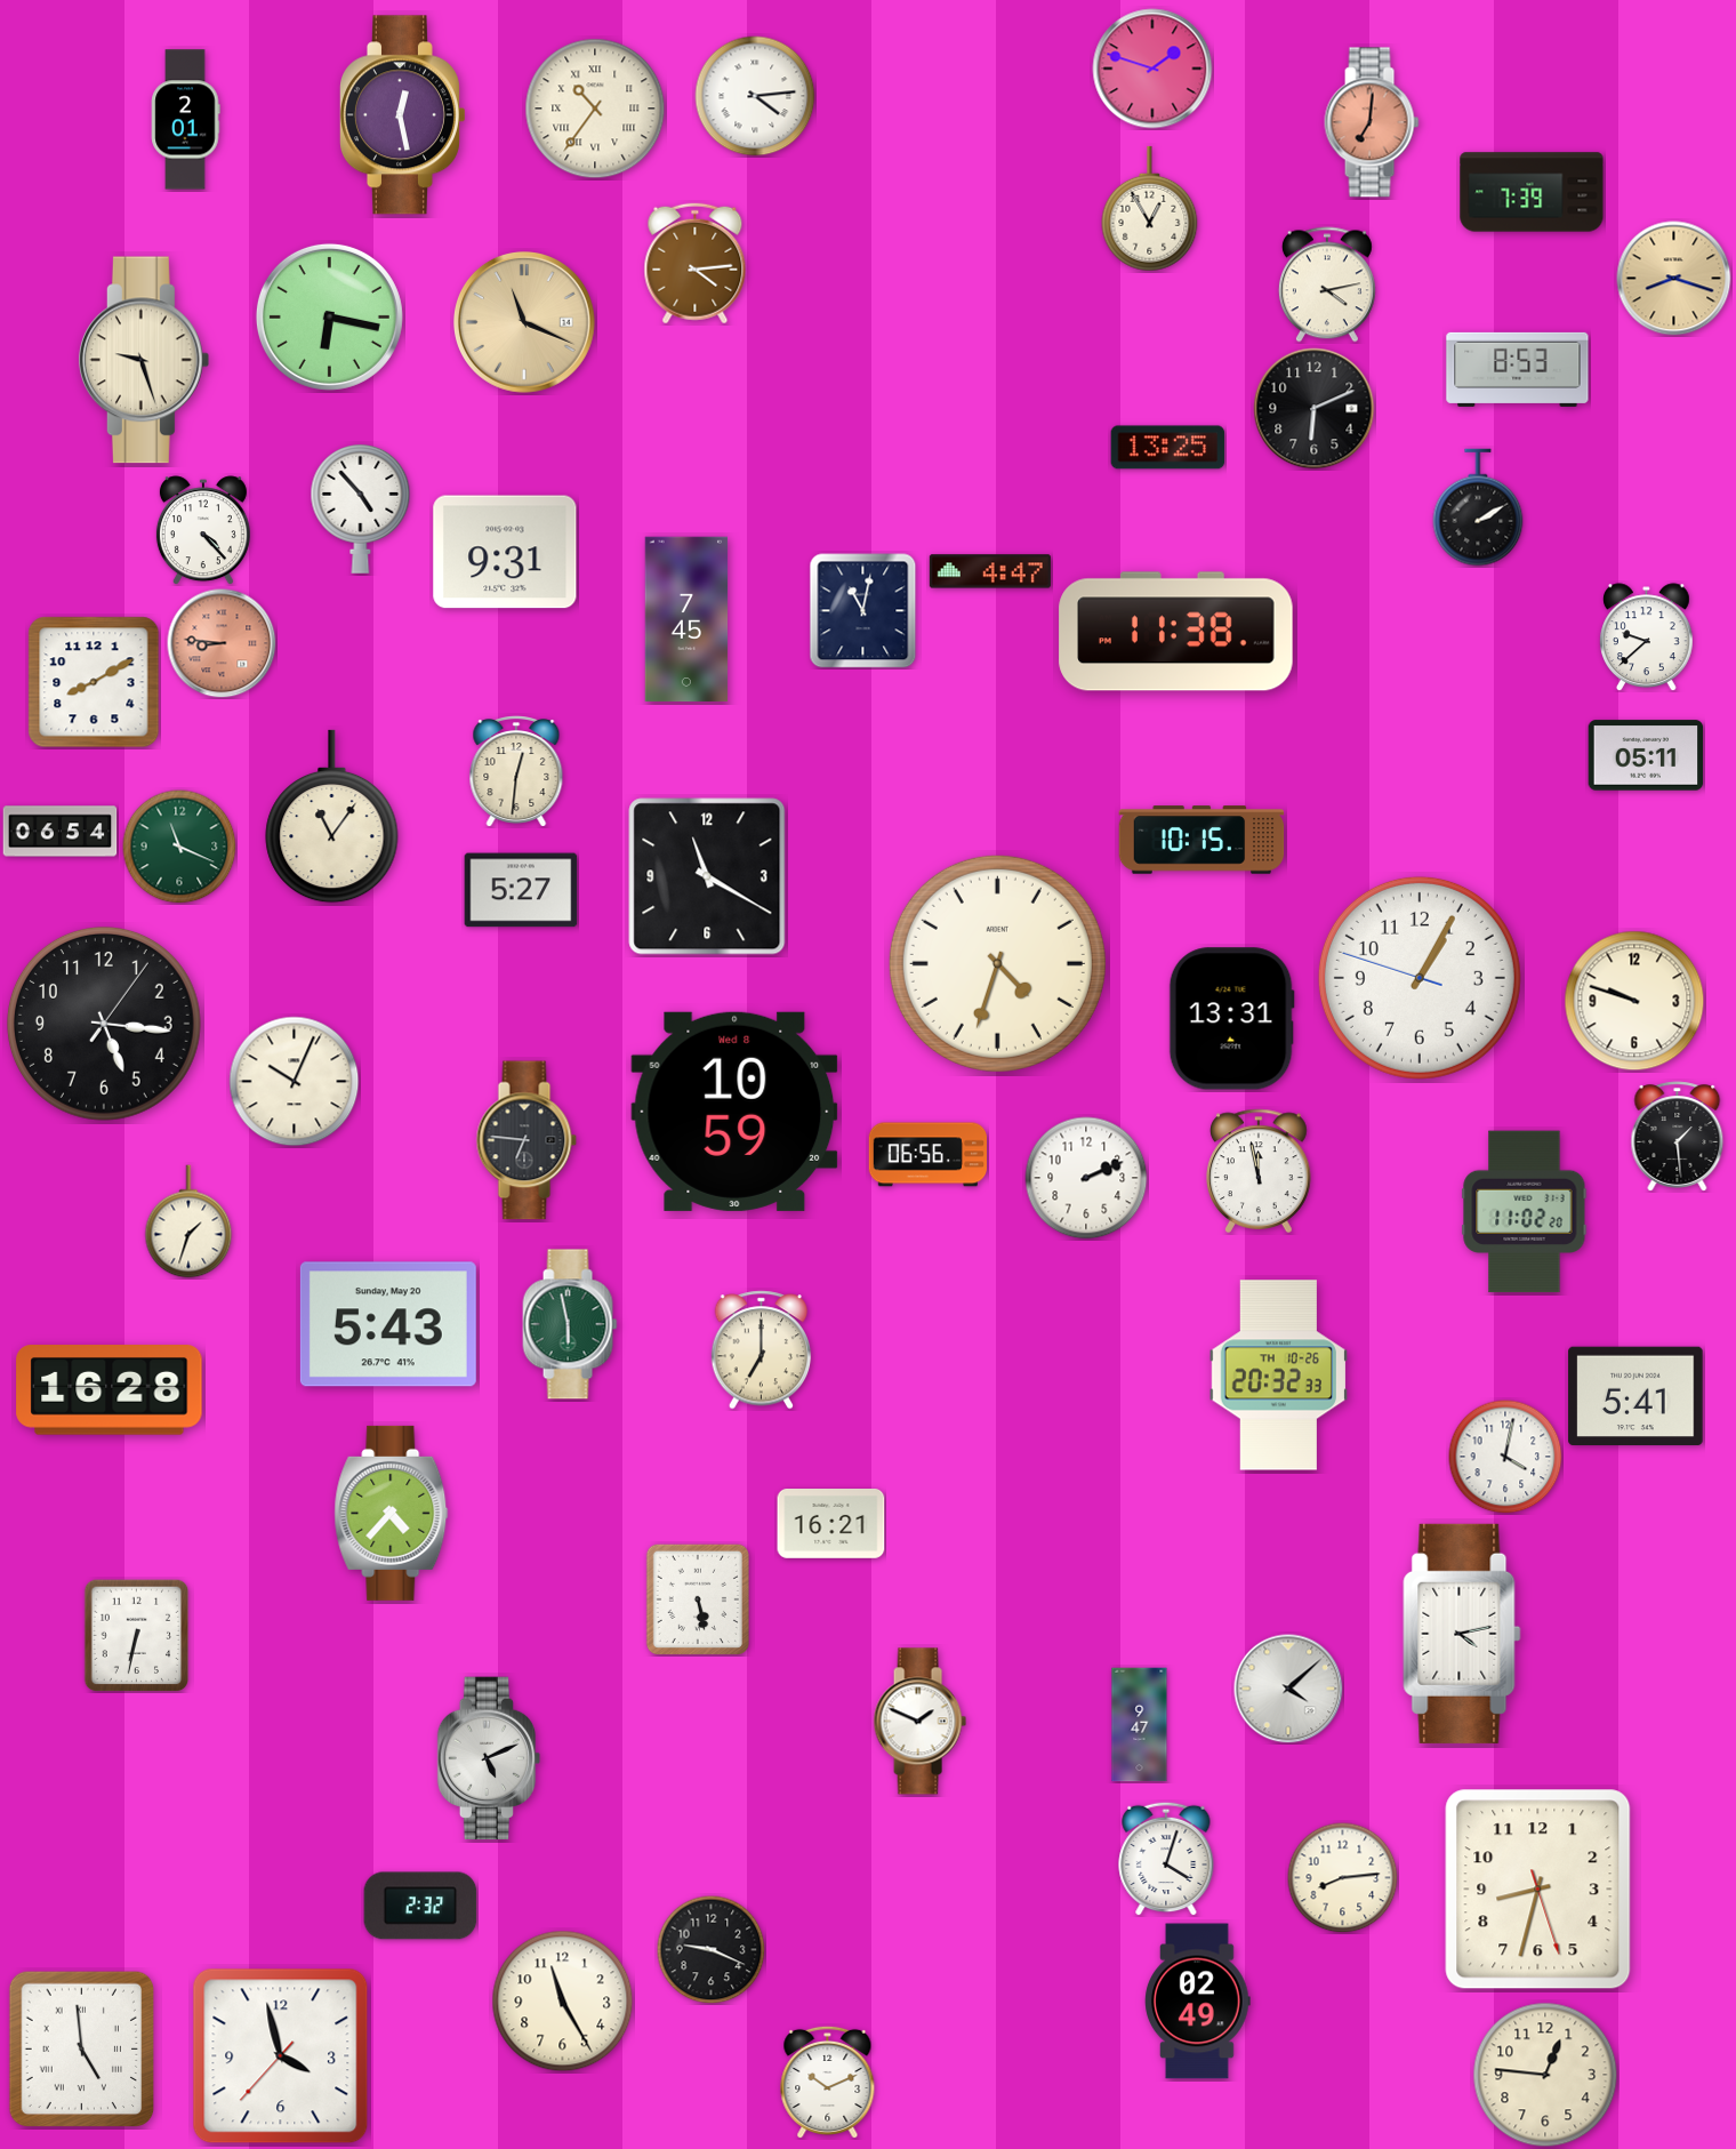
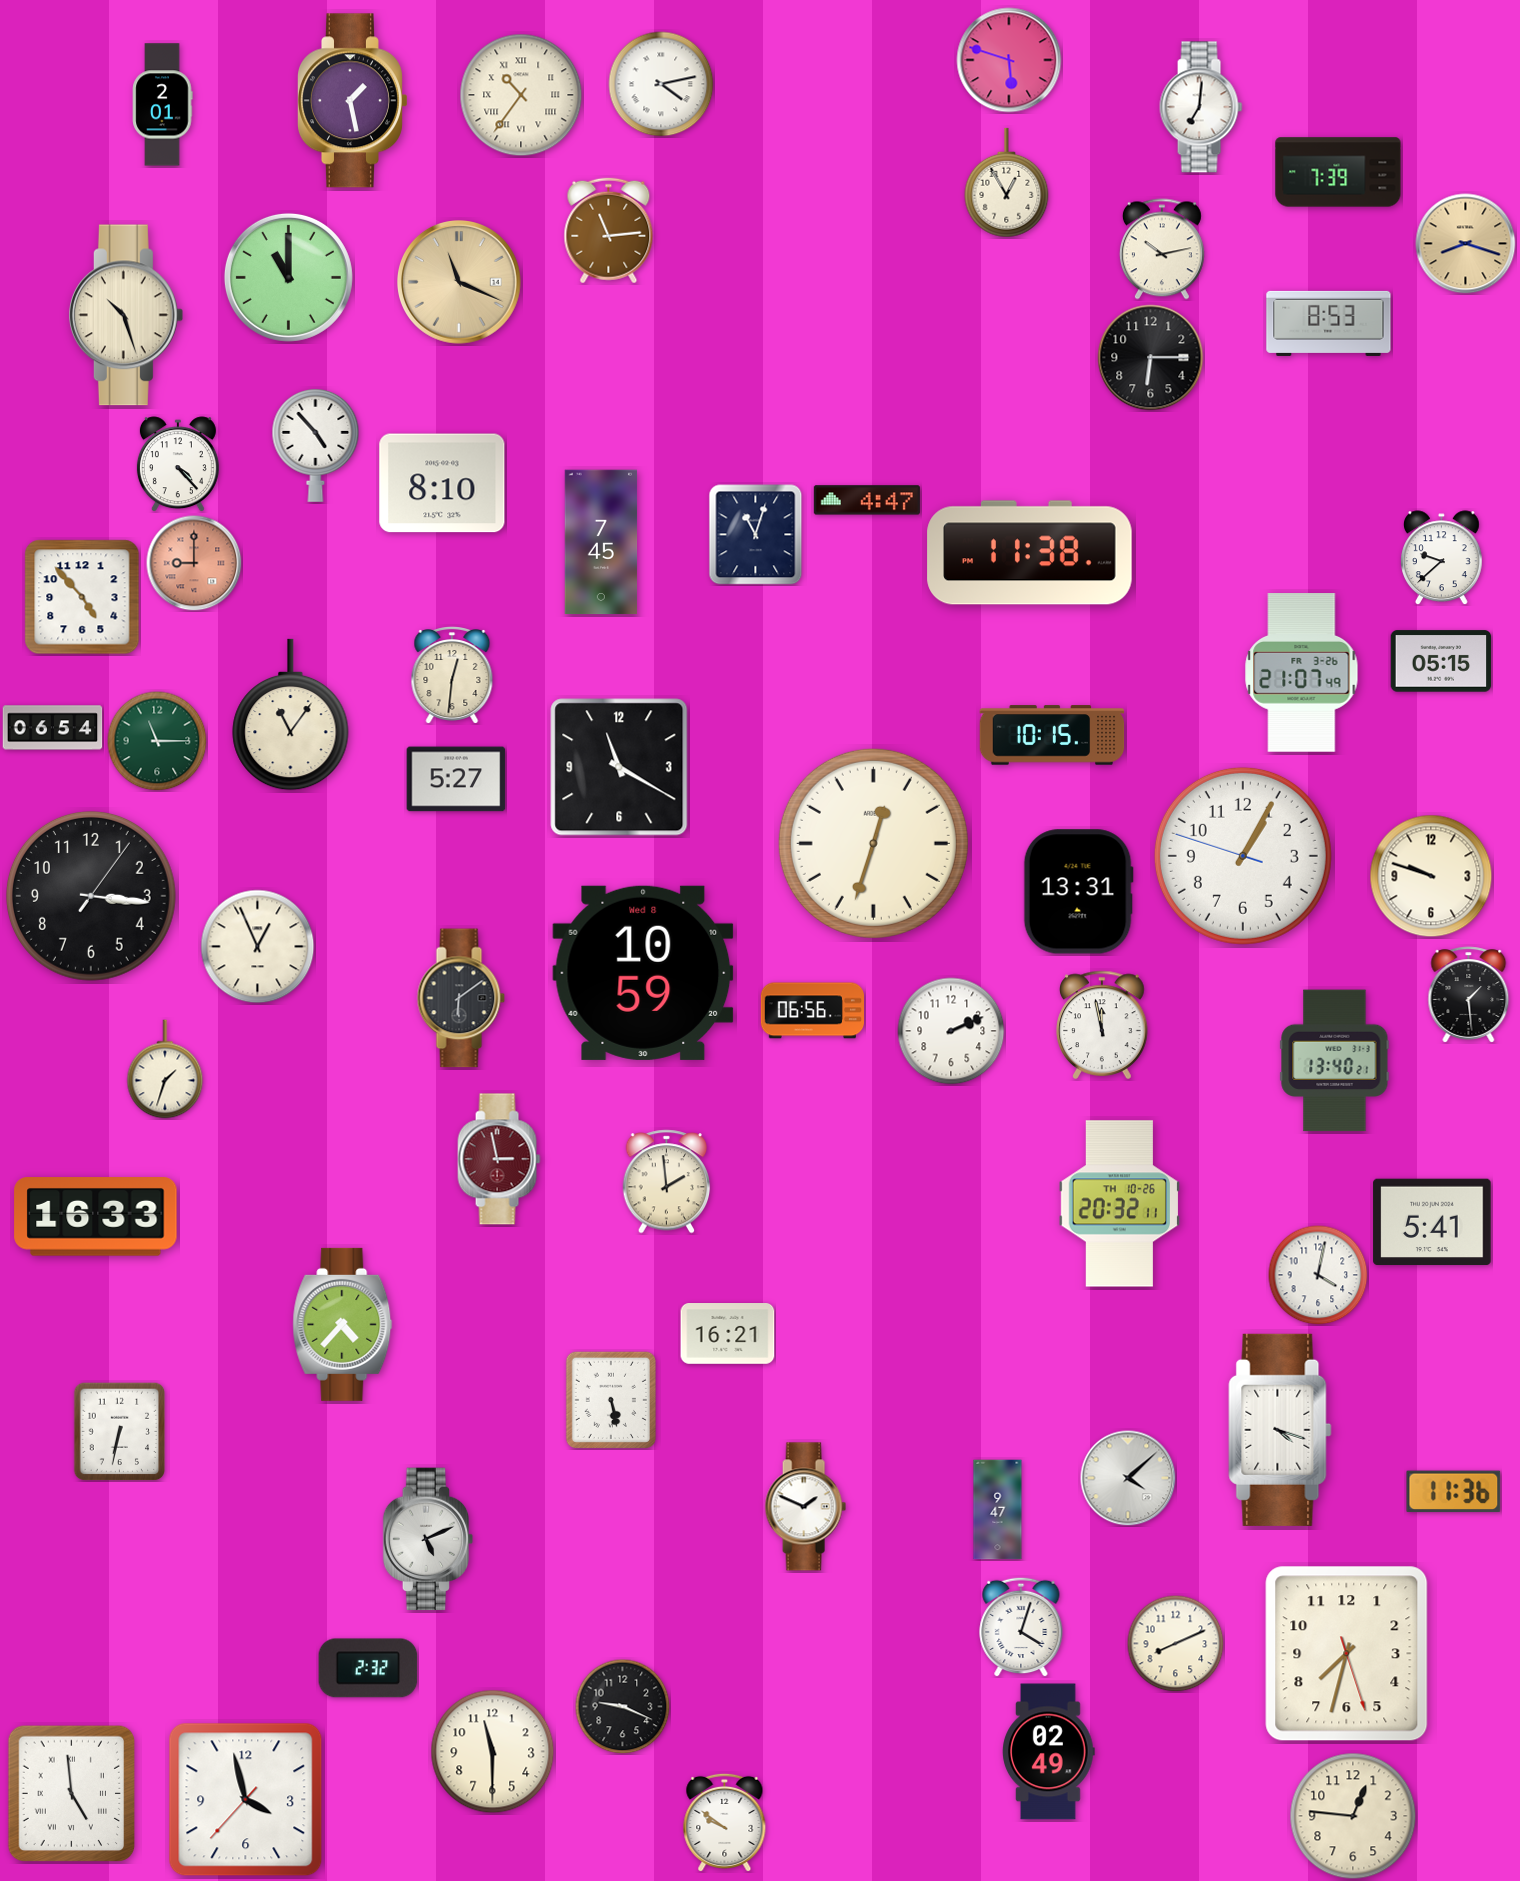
clock at (1152, 69): 1:48 -> 5:48
clock at (755, 96): 4:14 -> 4:13
clock at (402, 115): 12:28 -> 1:28
clock at (1372, 122) dial: salmon -> white
clock at (1532, 192) position: (1532, 192) -> (1338, 172)
clock at (696, 264): 4:14 -> 11:14
clock at (1327, 284): 4:13 -> 10:13
clock at (329, 316): 6:17 -> 11:00
clock at (144, 360): 9:27 -> 10:27
clock at (1315, 409): 6:11 -> 6:15
clock at (1168, 448): 13:25 -> none
clock at (1478, 507): 2:10 -> none
clock at (505, 552): 9:31 -> 8:10
clock at (863, 611): 11:02 -> 11:03
clock at (222, 643): 8:46 -> 9:00
clock at (94, 682): 8:10 -> 4:53
clock at (1646, 755): 05:11 -> 05:15
clock at (1302, 673): none -> 21:07
clock at (179, 847): 11:19 -> 11:15
clock at (997, 963): 4:33 -> 12:33
clock at (104, 1024): 5:16 -> 3:16
clock at (295, 1082): 10:04 -> 12:56
clock at (527, 1140): 6:46 -> 6:09
clock at (1525, 1212): 11:02 -> 13:40
clock at (388, 1324): 5:43 -> none
clock at (570, 1324): 5:58 -> 2:58
clock at (570, 1324) dial: green -> burgundy
clock at (762, 1350): 7:00 -> 1:59
clock at (1278, 1376): 20:32:33 -> 20:32:11
clock at (110, 1390): 16:28 -> 16:33
clock at (1462, 1634): 4:13 -> 4:18
clock at (1454, 1492): none -> 11:36
clock at (1342, 1877): 8:14 -> 8:11
clock at (1538, 1890): 8:32 -> 7:32
clock at (563, 2002): 11:25 -> 11:30
clock at (828, 2082): 10:11 -> 9:51
